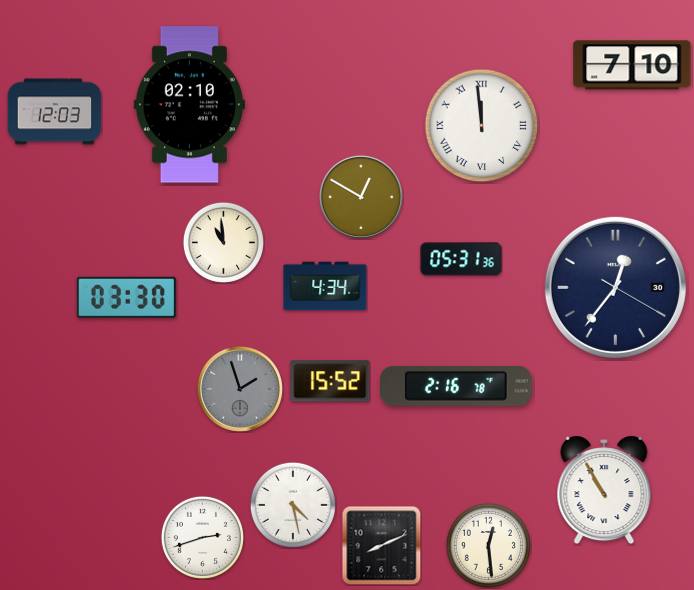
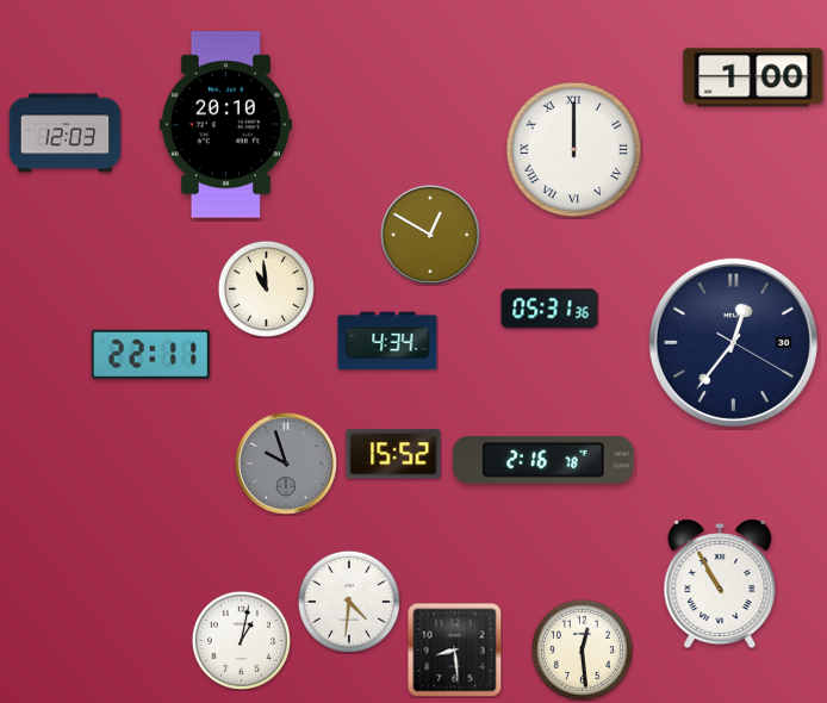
clock at (632, 65): 7:10 -> 1:00
clock at (189, 105): 02:10 -> 20:10
clock at (482, 126): 11:59 -> 12:00
clock at (126, 297): 03:30 -> 22:11
clock at (240, 389): 1:57 -> 9:57
clock at (293, 505): 4:28 -> 4:31
clock at (202, 537): 2:42 -> 1:02
clock at (381, 545): 8:11 -> 8:29
